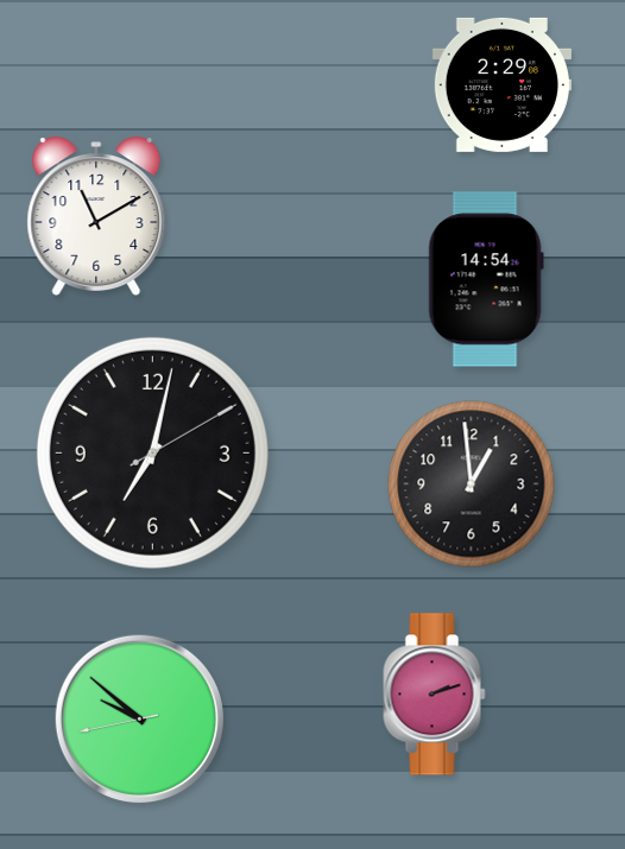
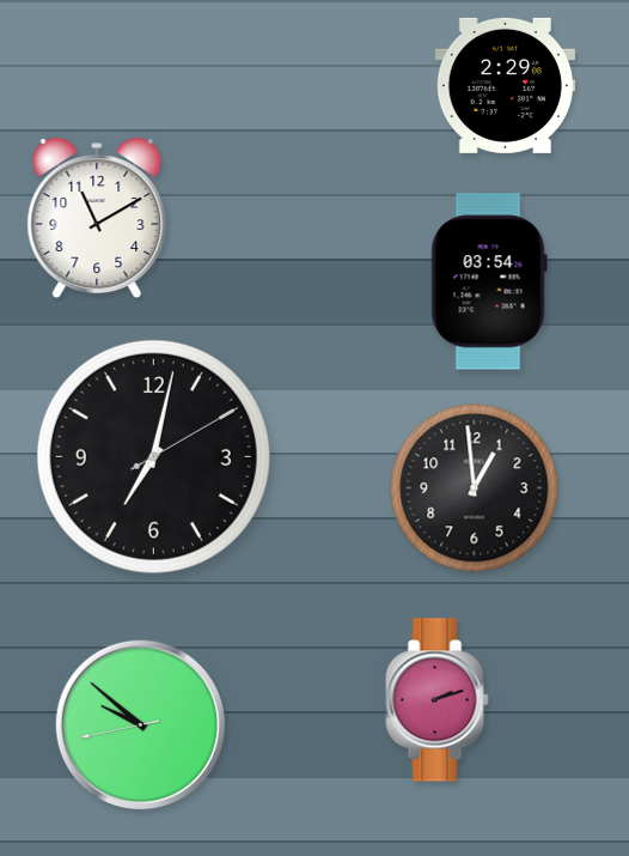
clock at (486, 279): 14:54 -> 03:54
